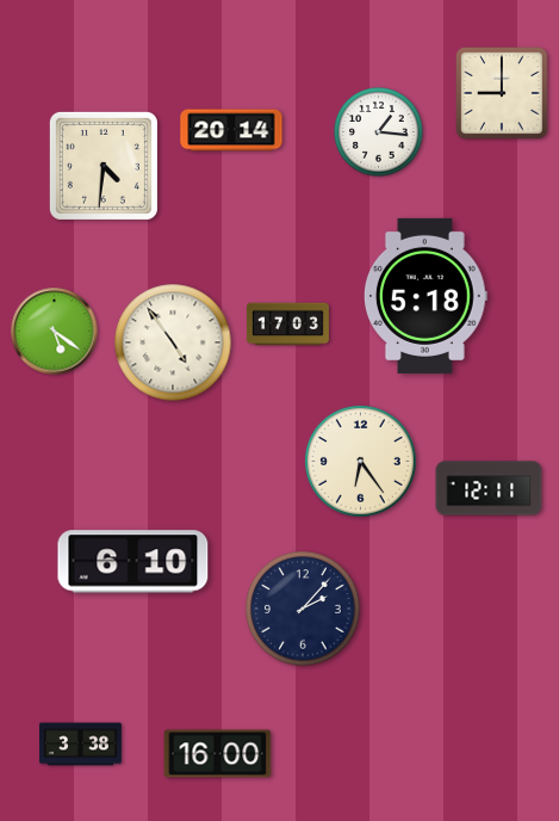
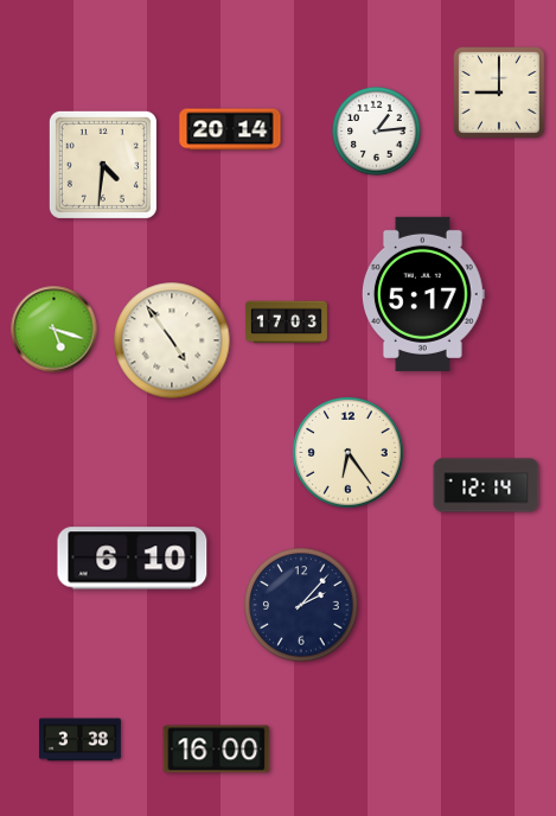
clock at (379, 132): 1:16 -> 1:14
clock at (426, 296): 5:18 -> 5:17
clock at (55, 332): 5:21 -> 5:18
clock at (361, 462) position: (361, 462) -> (349, 453)
clock at (489, 488): 12:11 -> 12:14
